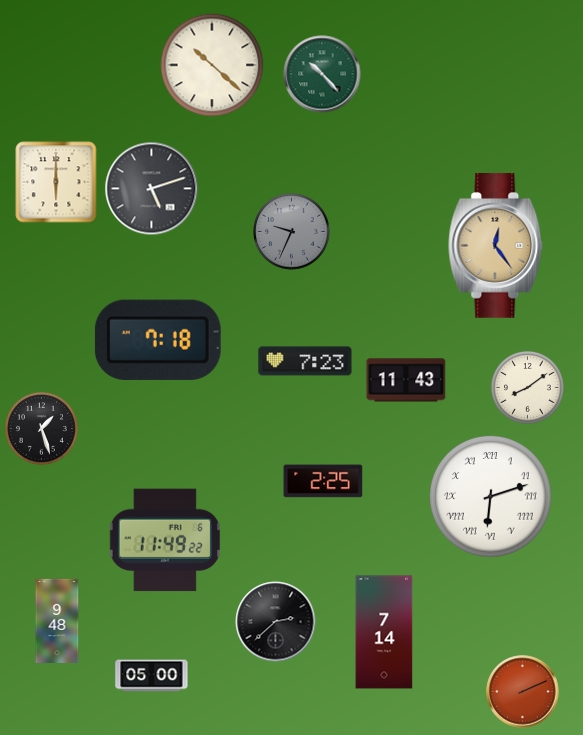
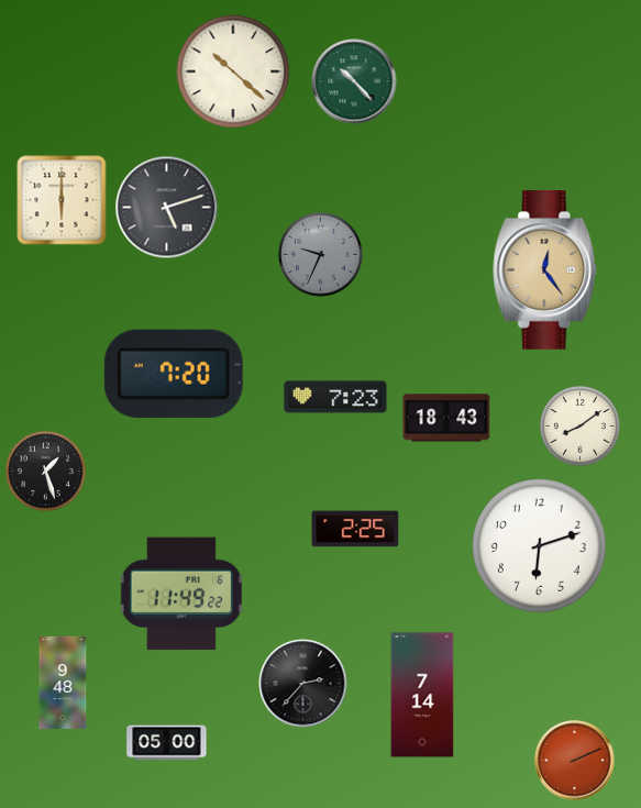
clock at (158, 340): 7:18 -> 7:20
clock at (406, 380): 11:43 -> 18:43
clock at (491, 497) numerals: Roman -> Arabic
clock at (276, 622): 2:38 -> 2:37
